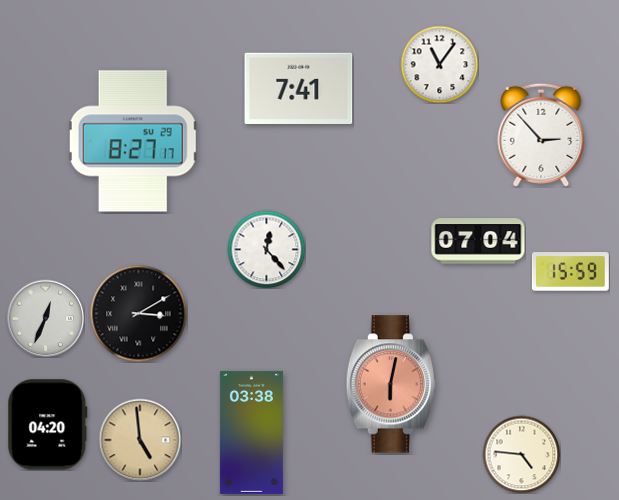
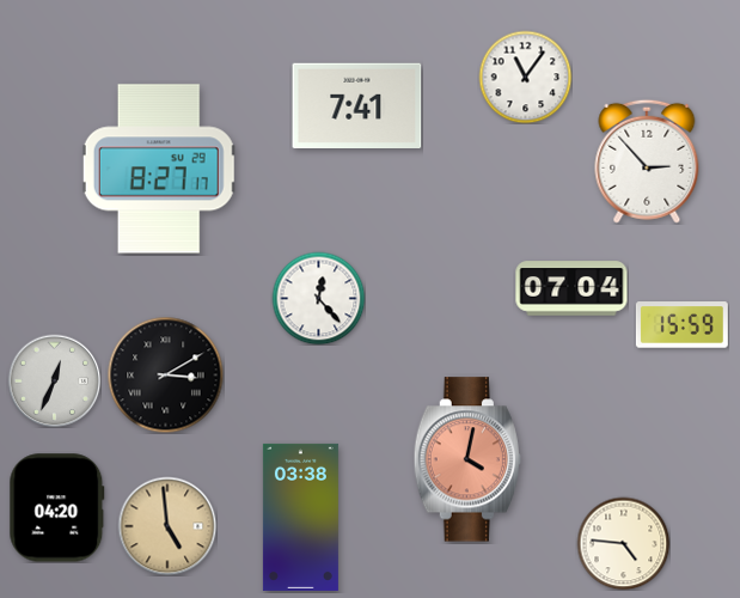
clock at (391, 384): 6:02 -> 4:02
